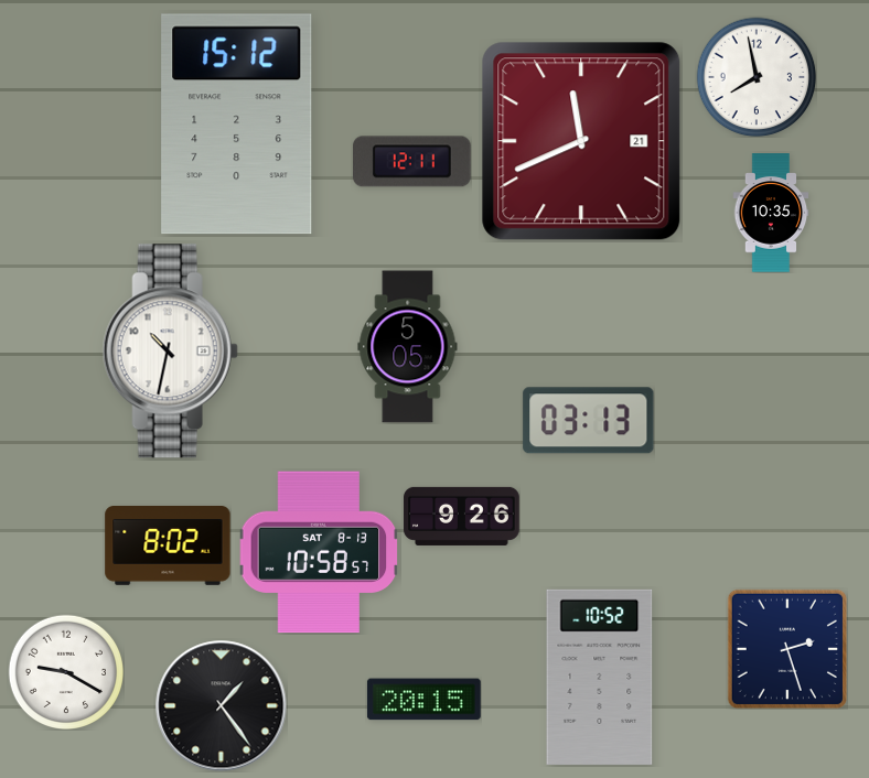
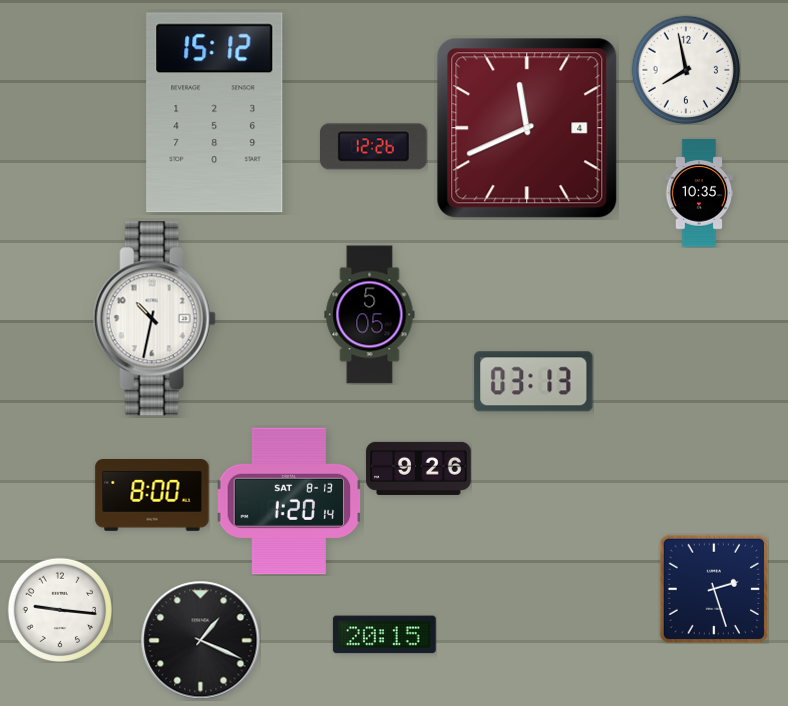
clock at (581, 141) date: 21 -> 4
clock at (412, 162): 12:11 -> 12:26
clock at (168, 547): 8:02 -> 8:00
clock at (319, 552): 10:58 -> 1:20
clock at (65, 671): 9:20 -> 9:16
clock at (600, 677): 10:52 -> none
clock at (222, 706): 1:24 -> 1:19
